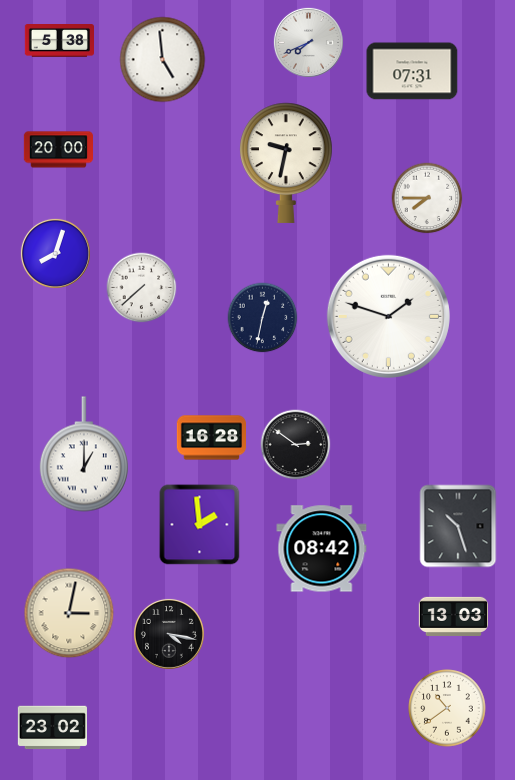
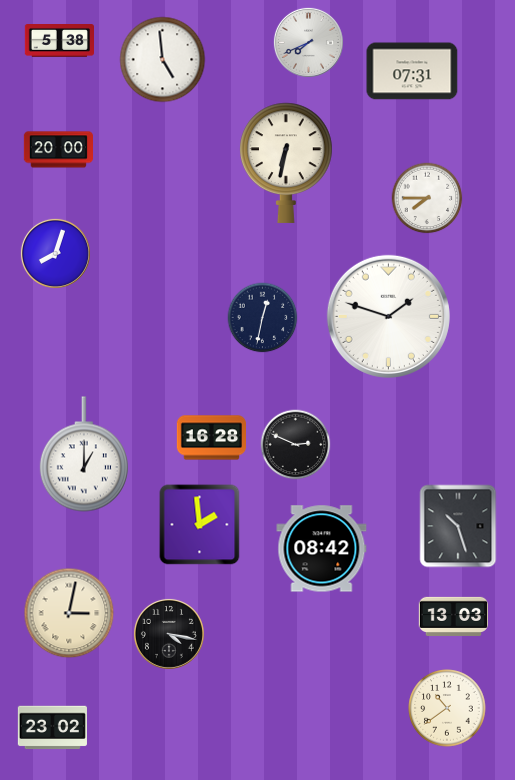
clock at (287, 163): 9:32 -> 6:32
clock at (142, 288): 7:38 -> none
clock at (296, 445): 2:51 -> 2:49
